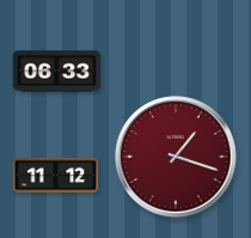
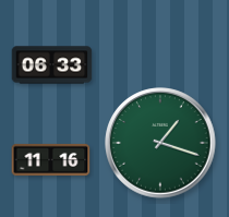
clock at (176, 157) dial: burgundy -> green
clock at (56, 175): 11:12 -> 11:16
